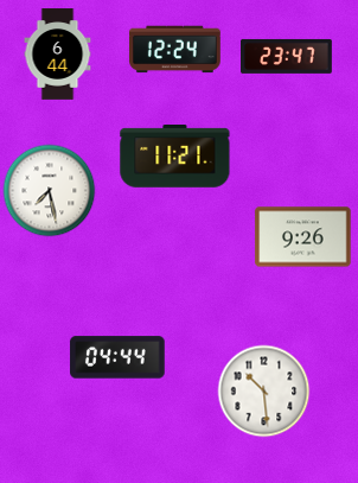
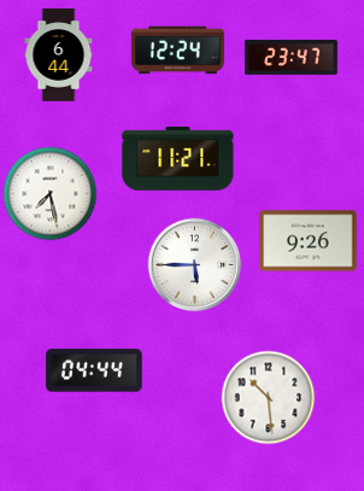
clock at (194, 264): none -> 5:45
clock at (117, 357) position: (117, 357) -> (94, 370)
